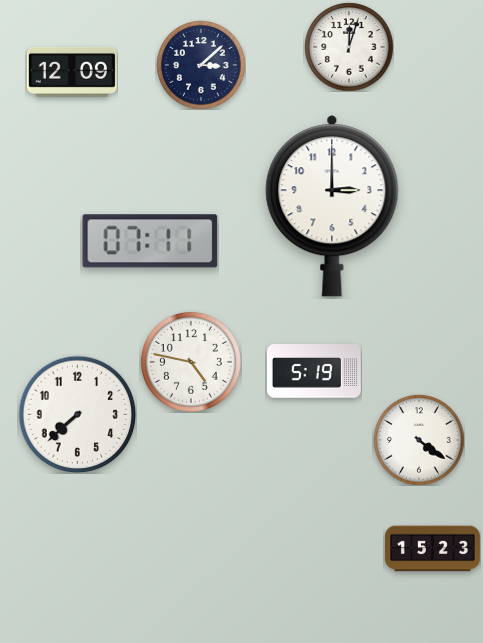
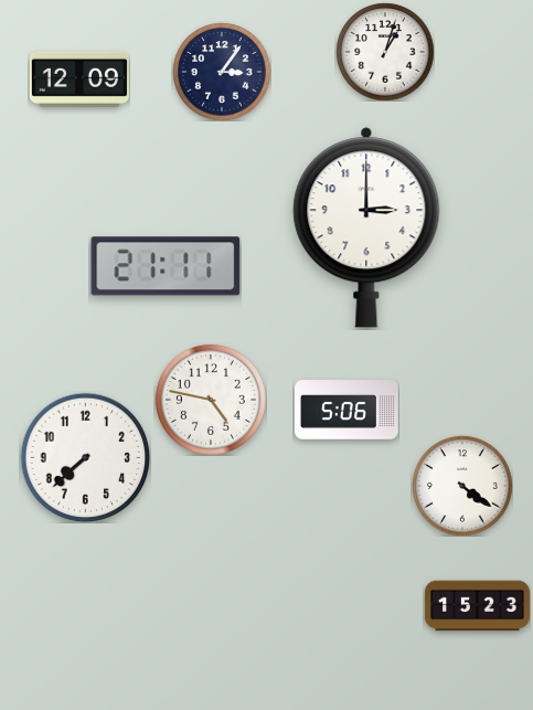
clock at (349, 47): 12:03 -> 1:03
clock at (201, 65): 3:08 -> 3:06
clock at (150, 241): 07:11 -> 21:11
clock at (314, 371): 5:19 -> 5:06
